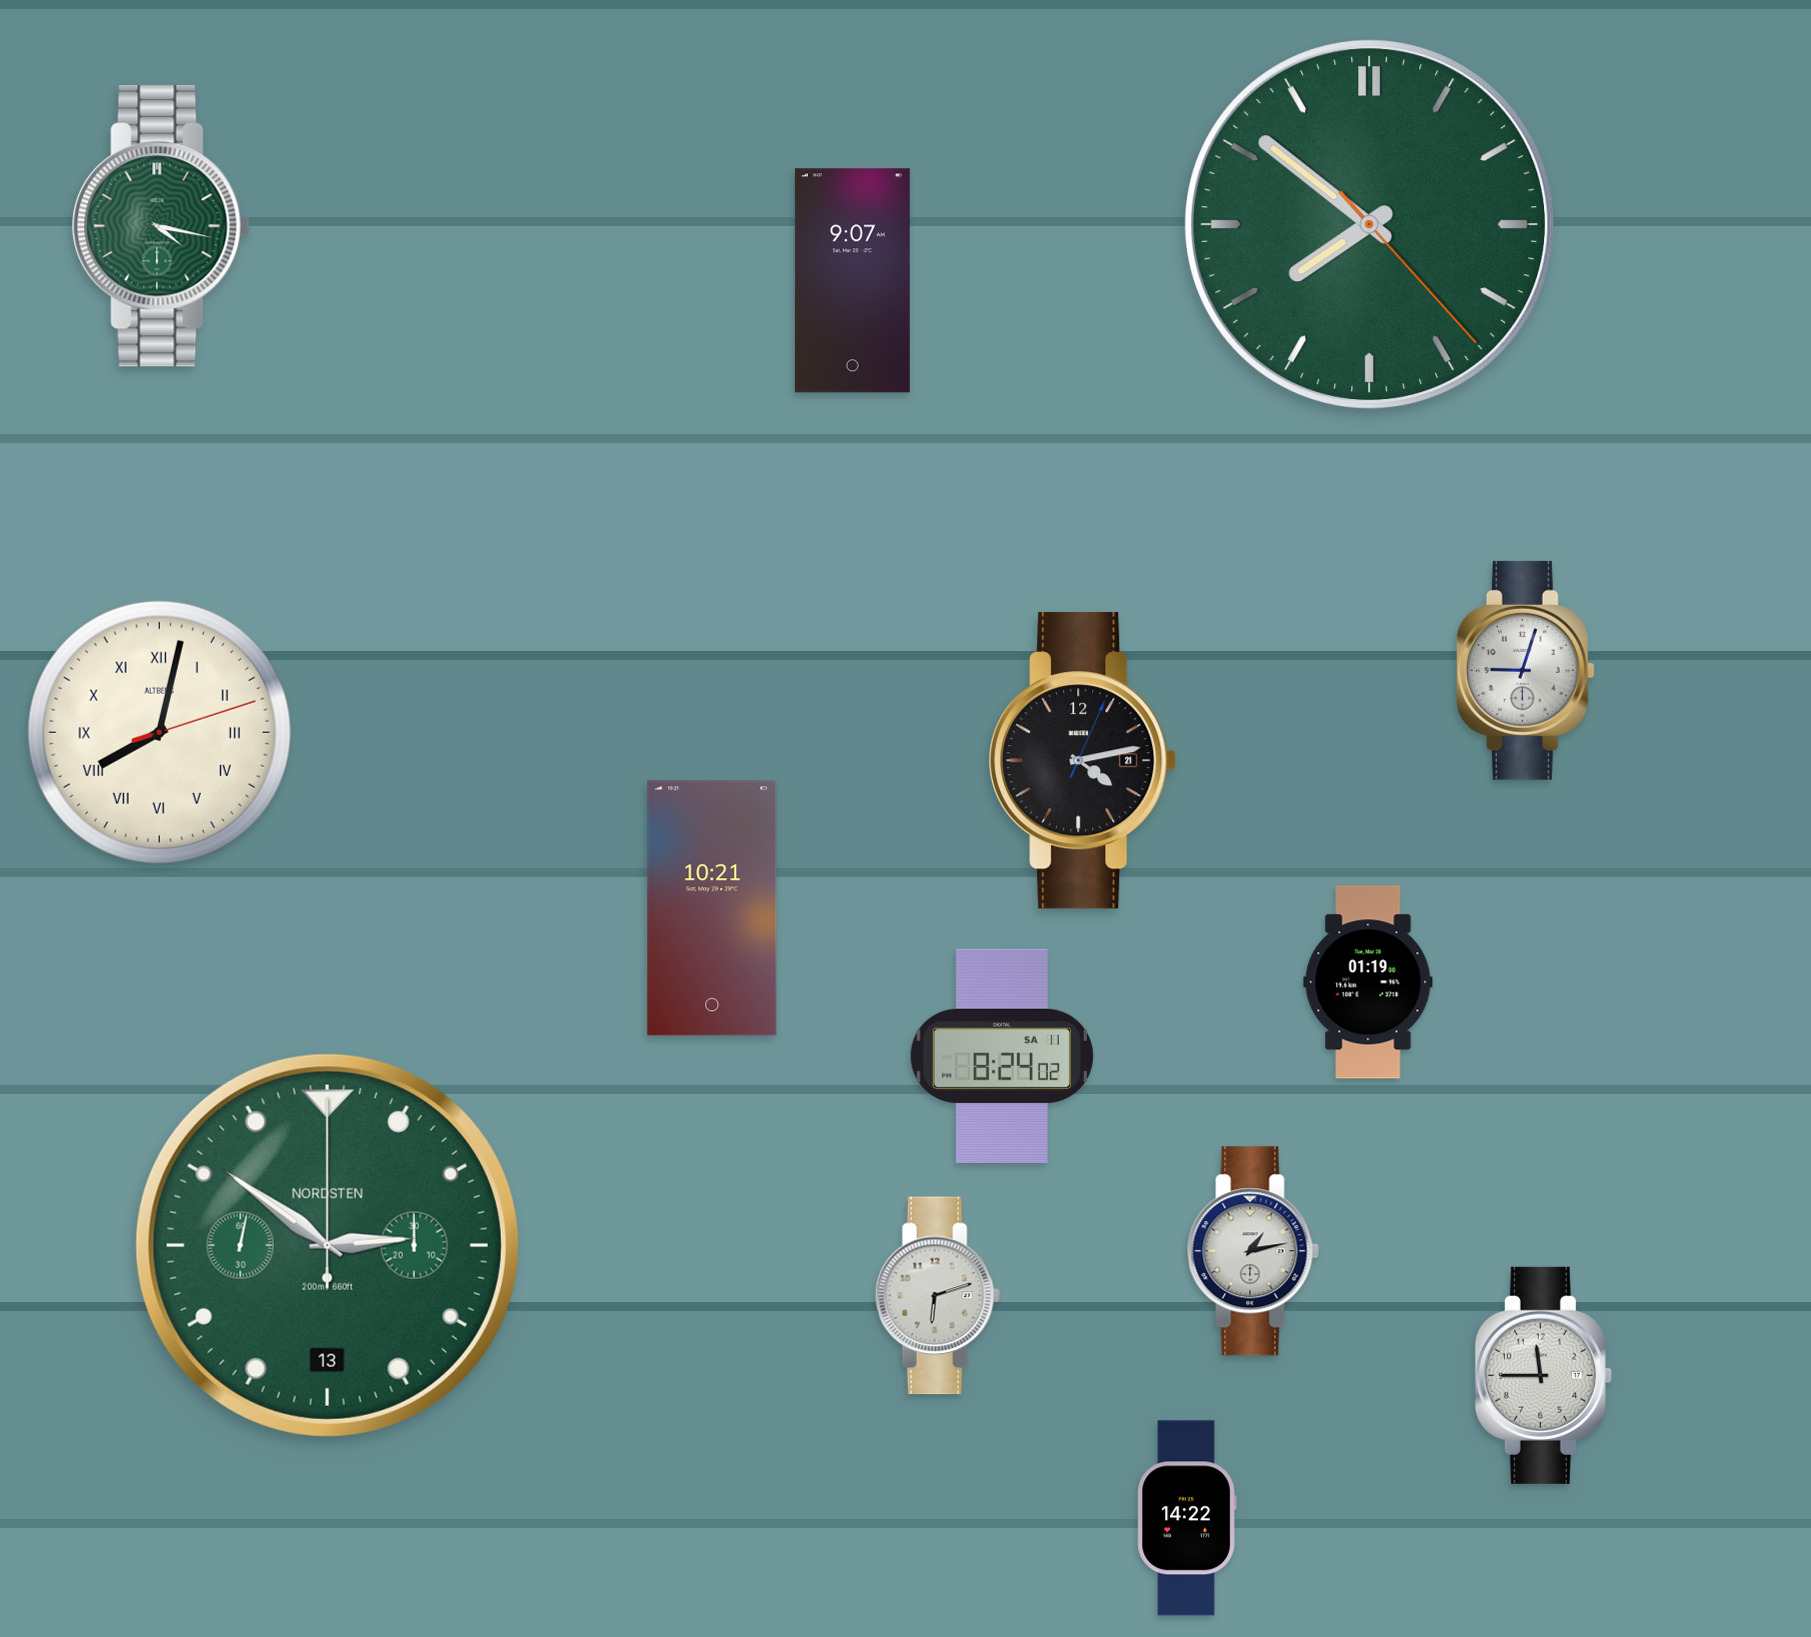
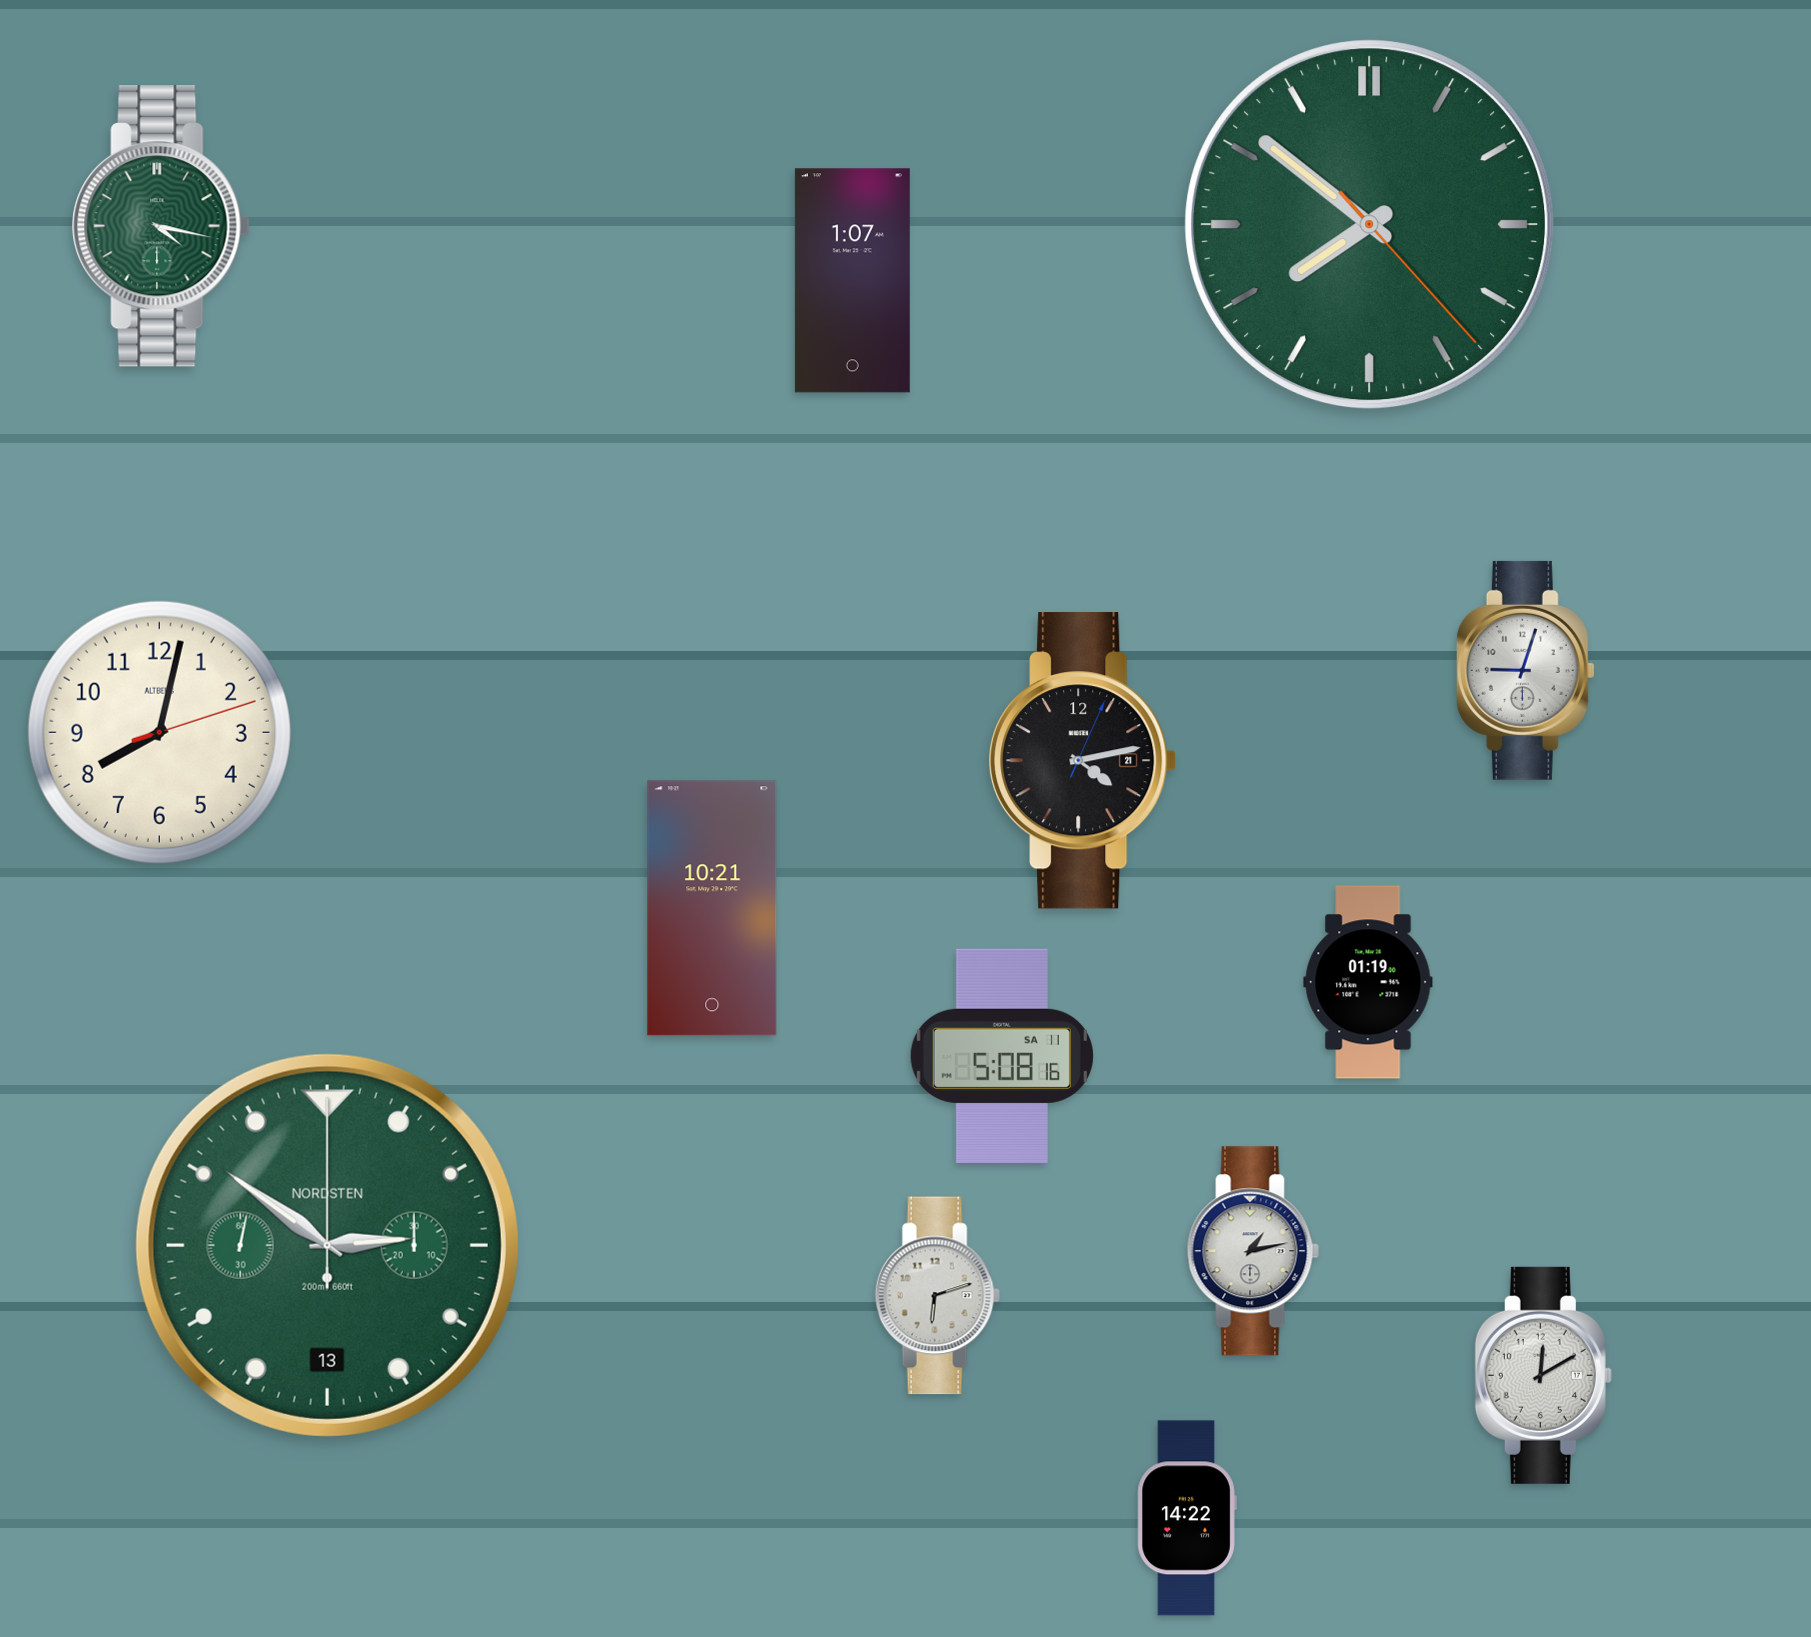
clock at (852, 281): 9:07 -> 1:07
clock at (159, 732) numerals: Roman -> Arabic
clock at (1002, 1056): 8:24 -> 5:08
clock at (1543, 1375): 11:45 -> 12:10
